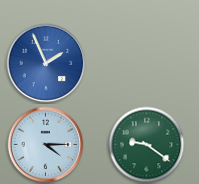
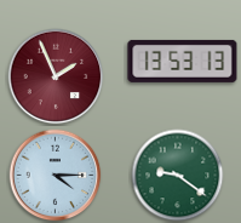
clock at (183, 61): none -> 13:53
clock at (46, 63) dial: blue -> burgundy
